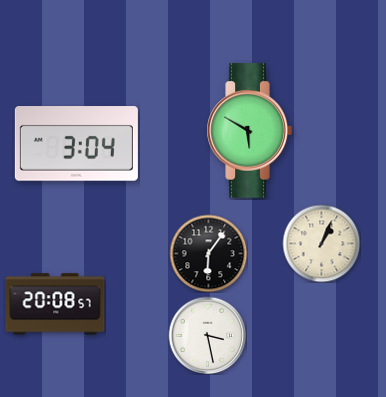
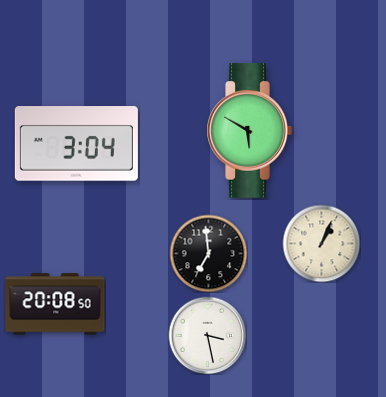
clock at (208, 253): 6:06 -> 6:59
clock at (55, 304): 20:08:57 -> 20:08:50
